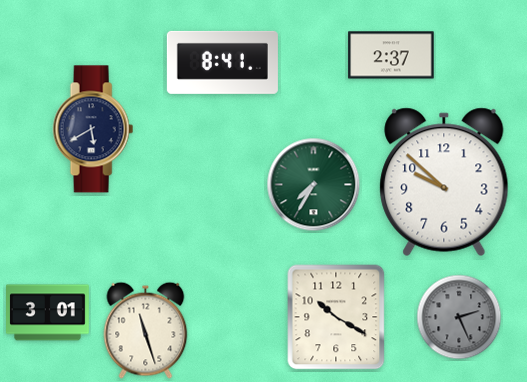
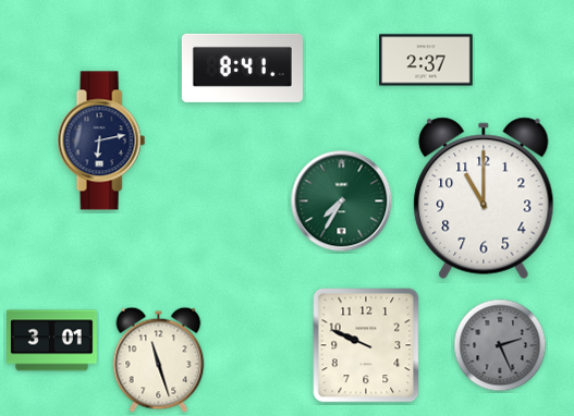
clock at (93, 129): 5:40 -> 6:13
clock at (444, 182): 9:52 -> 11:00
clock at (336, 317): 10:20 -> 9:49
